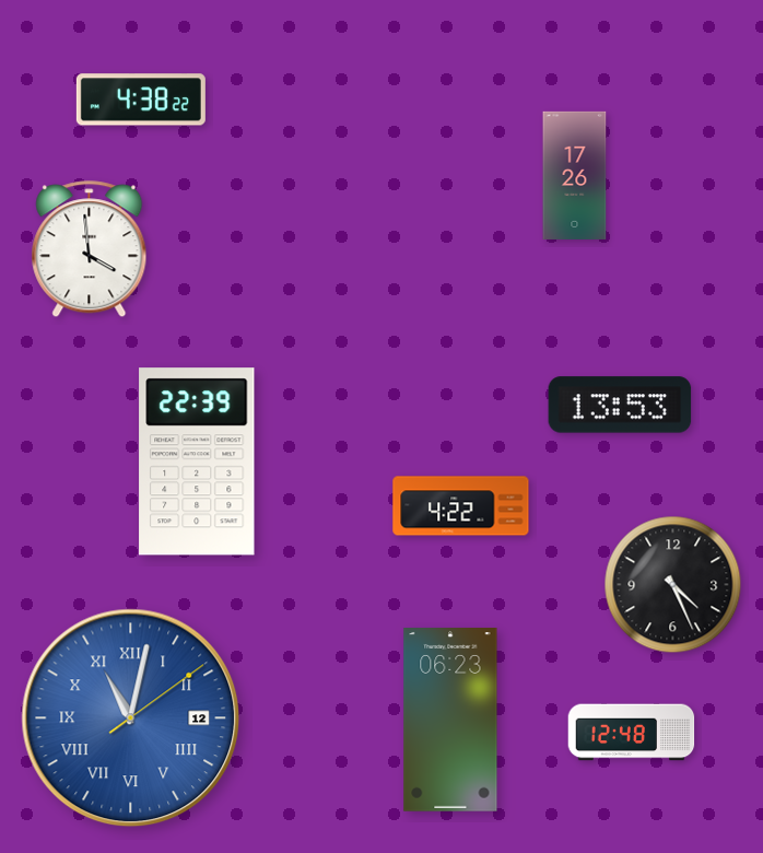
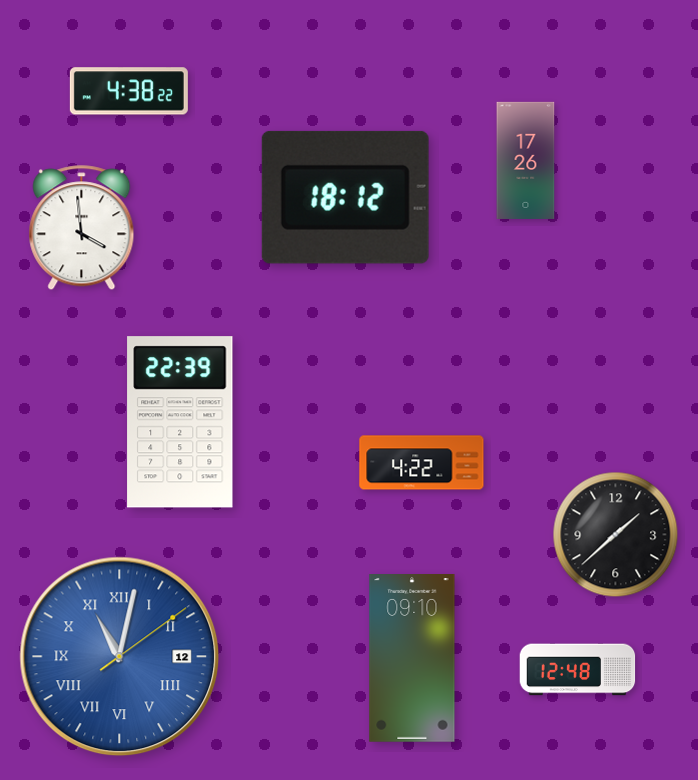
clock at (345, 197): none -> 18:12
clock at (620, 405): 13:53 -> none
clock at (673, 585): 4:26 -> 1:38
clock at (450, 721): 06:23 -> 09:10
